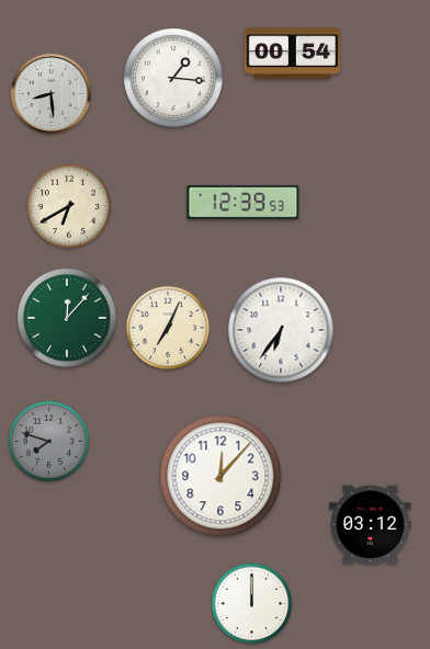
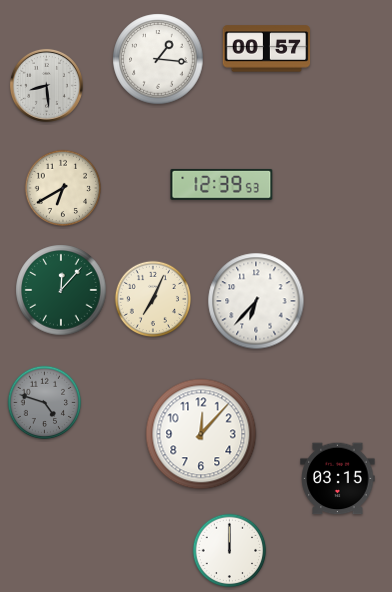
clock at (293, 54): 00:54 -> 00:57
clock at (173, 78) position: (173, 78) -> (158, 59)
clock at (281, 330): 6:36 -> 6:37
clock at (49, 442): 7:48 -> 4:48
clock at (371, 525): 03:12 -> 03:15
